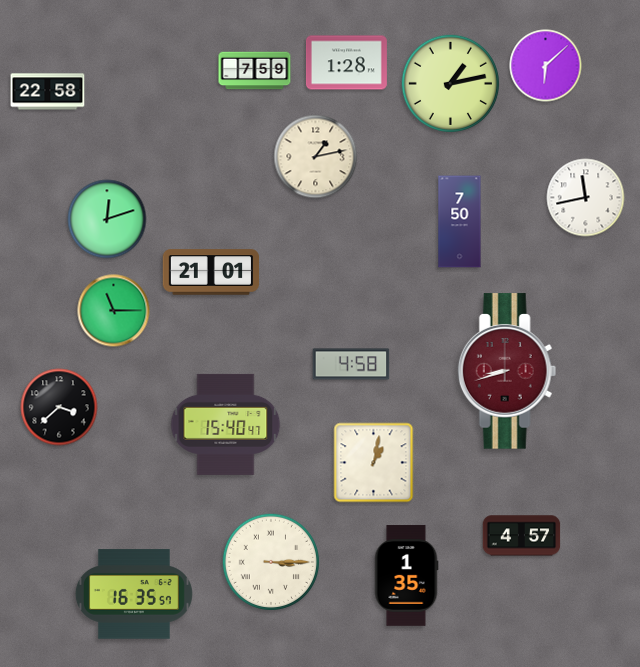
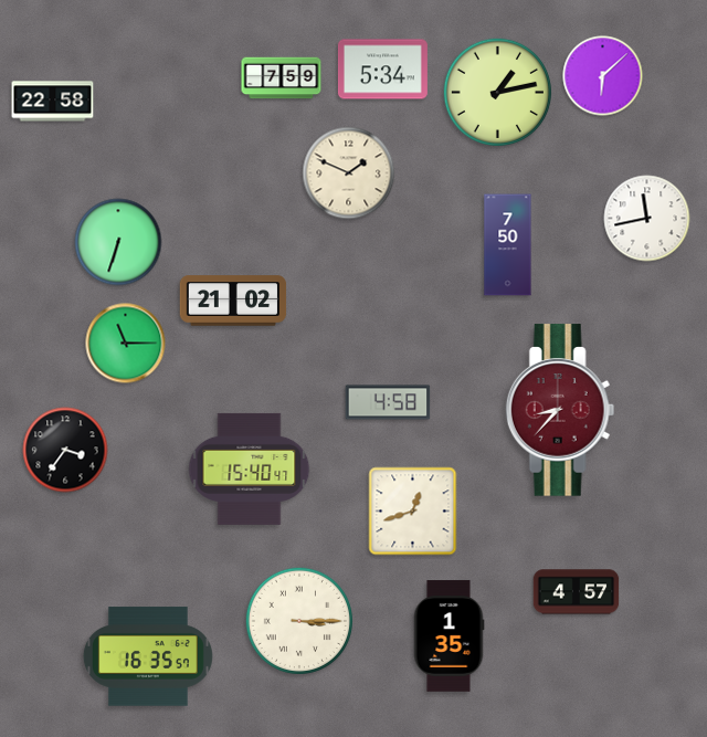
clock at (346, 63): 1:28 -> 5:34
clock at (546, 66) position: (546, 66) -> (603, 76)
clock at (316, 157): 1:13 -> 1:49
clock at (107, 219): 12:12 -> 6:33
clock at (211, 272): 21:01 -> 21:02
clock at (507, 371): 8:42 -> 8:37
clock at (59, 407): 3:38 -> 3:36
clock at (374, 463): 1:02 -> 12:42
